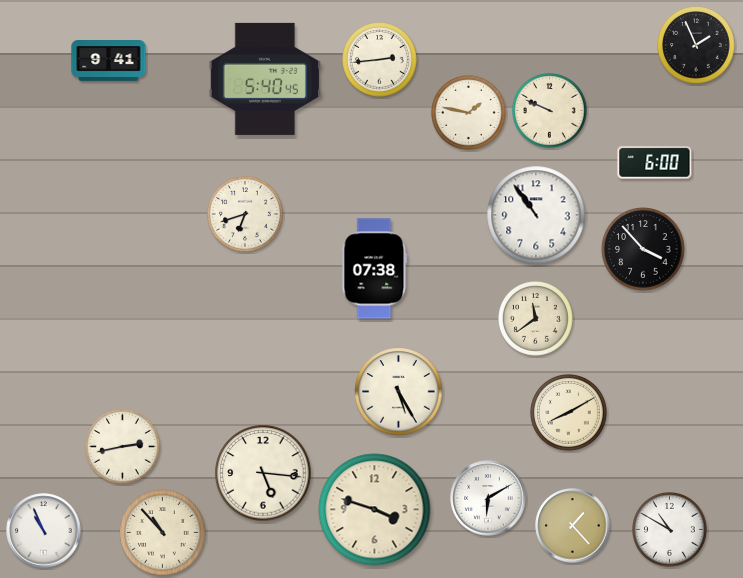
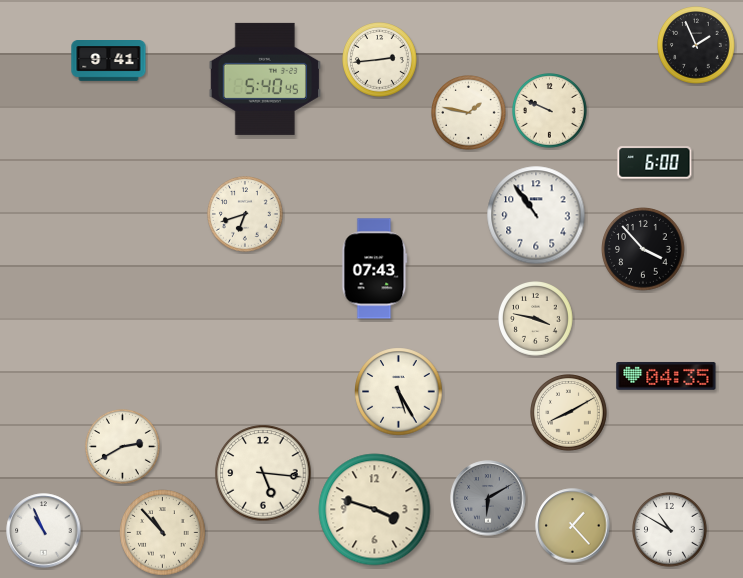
clock at (375, 269): 07:38 -> 07:43
clock at (536, 319): 11:39 -> 3:47
clock at (666, 376): none -> 04:35
clock at (123, 447): 2:43 -> 2:40
clock at (488, 498) dial: white -> grey
